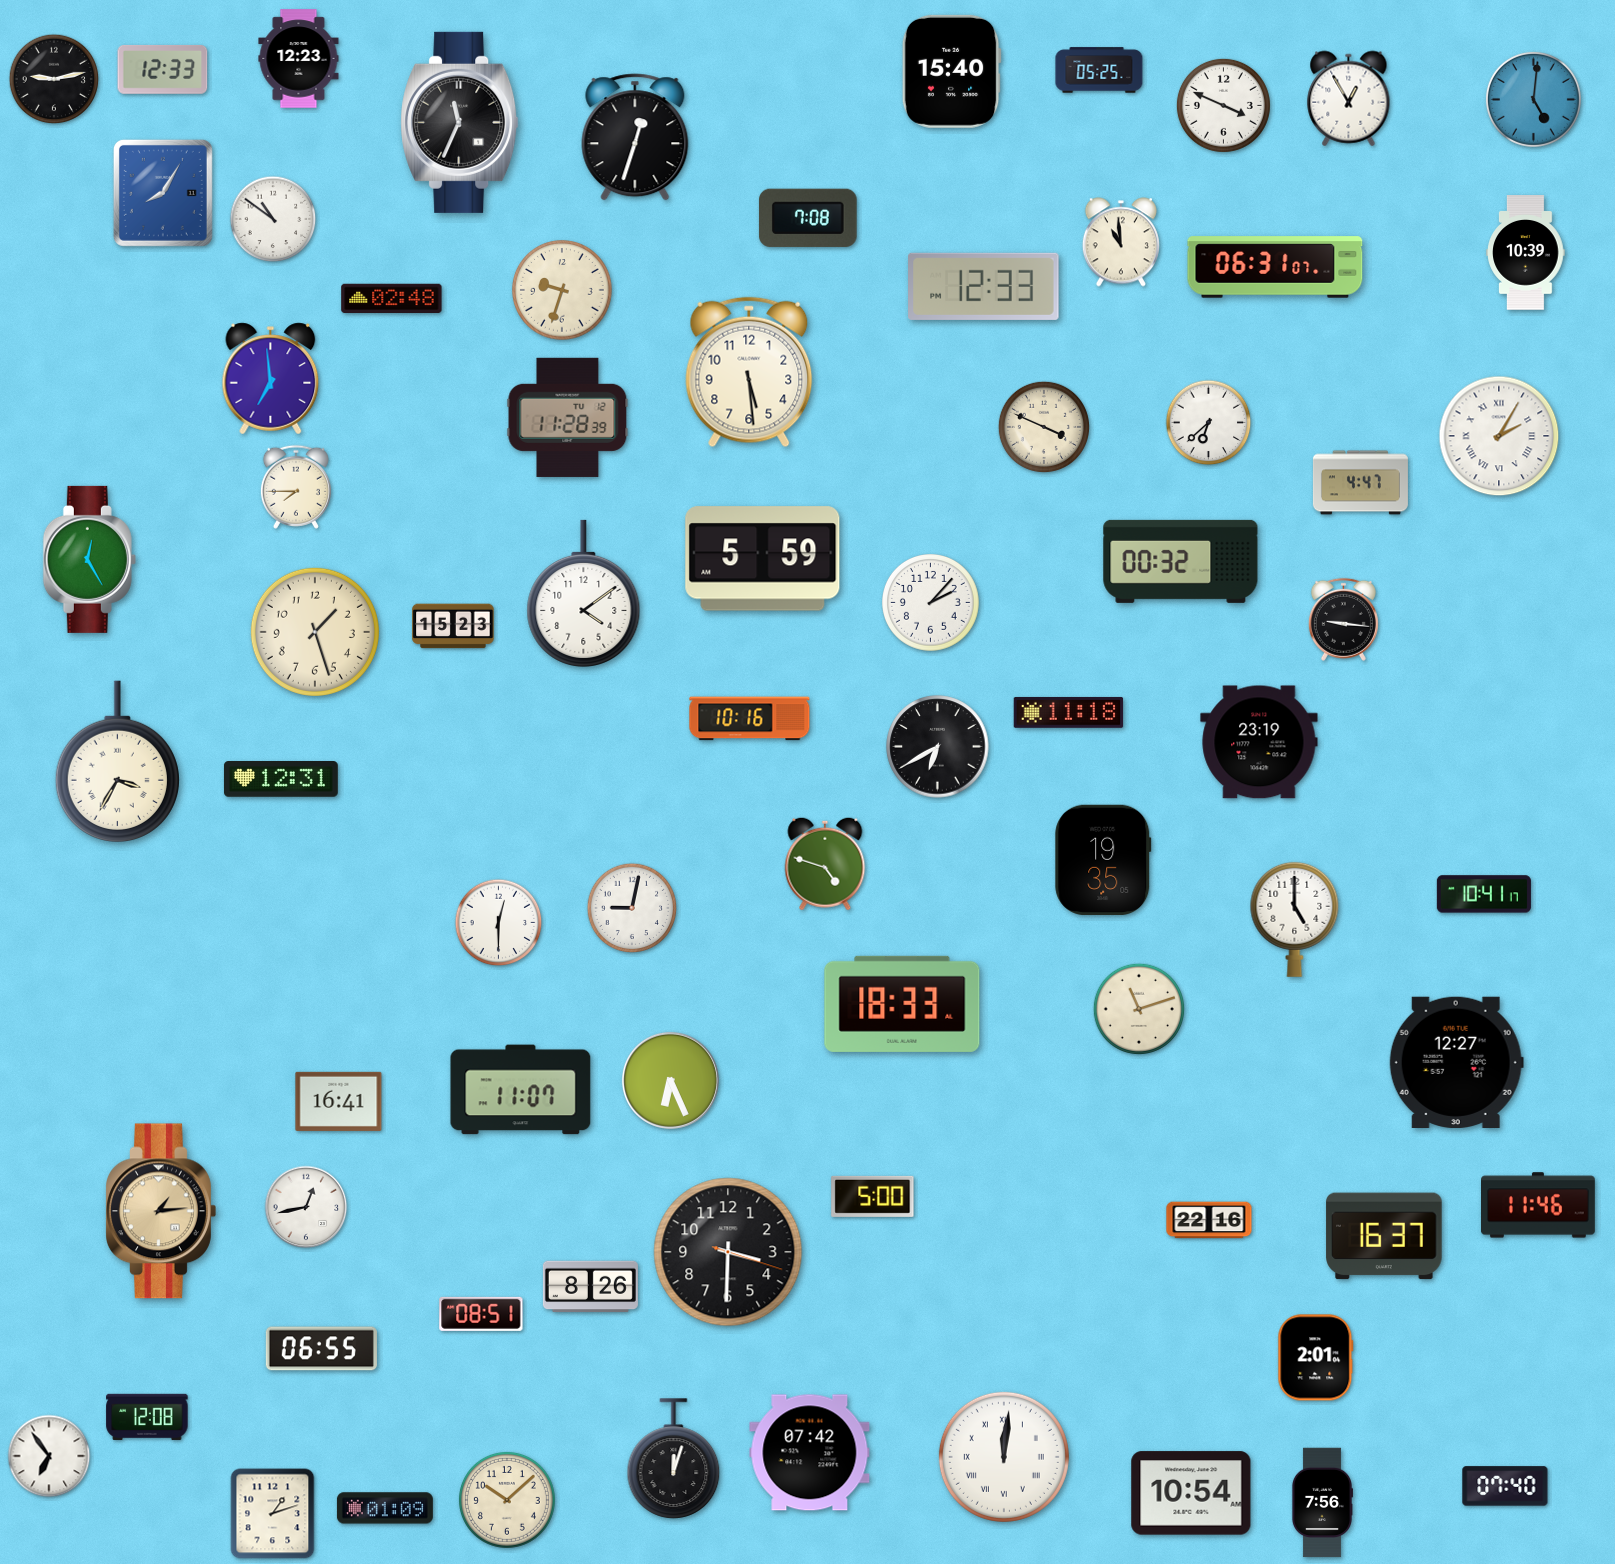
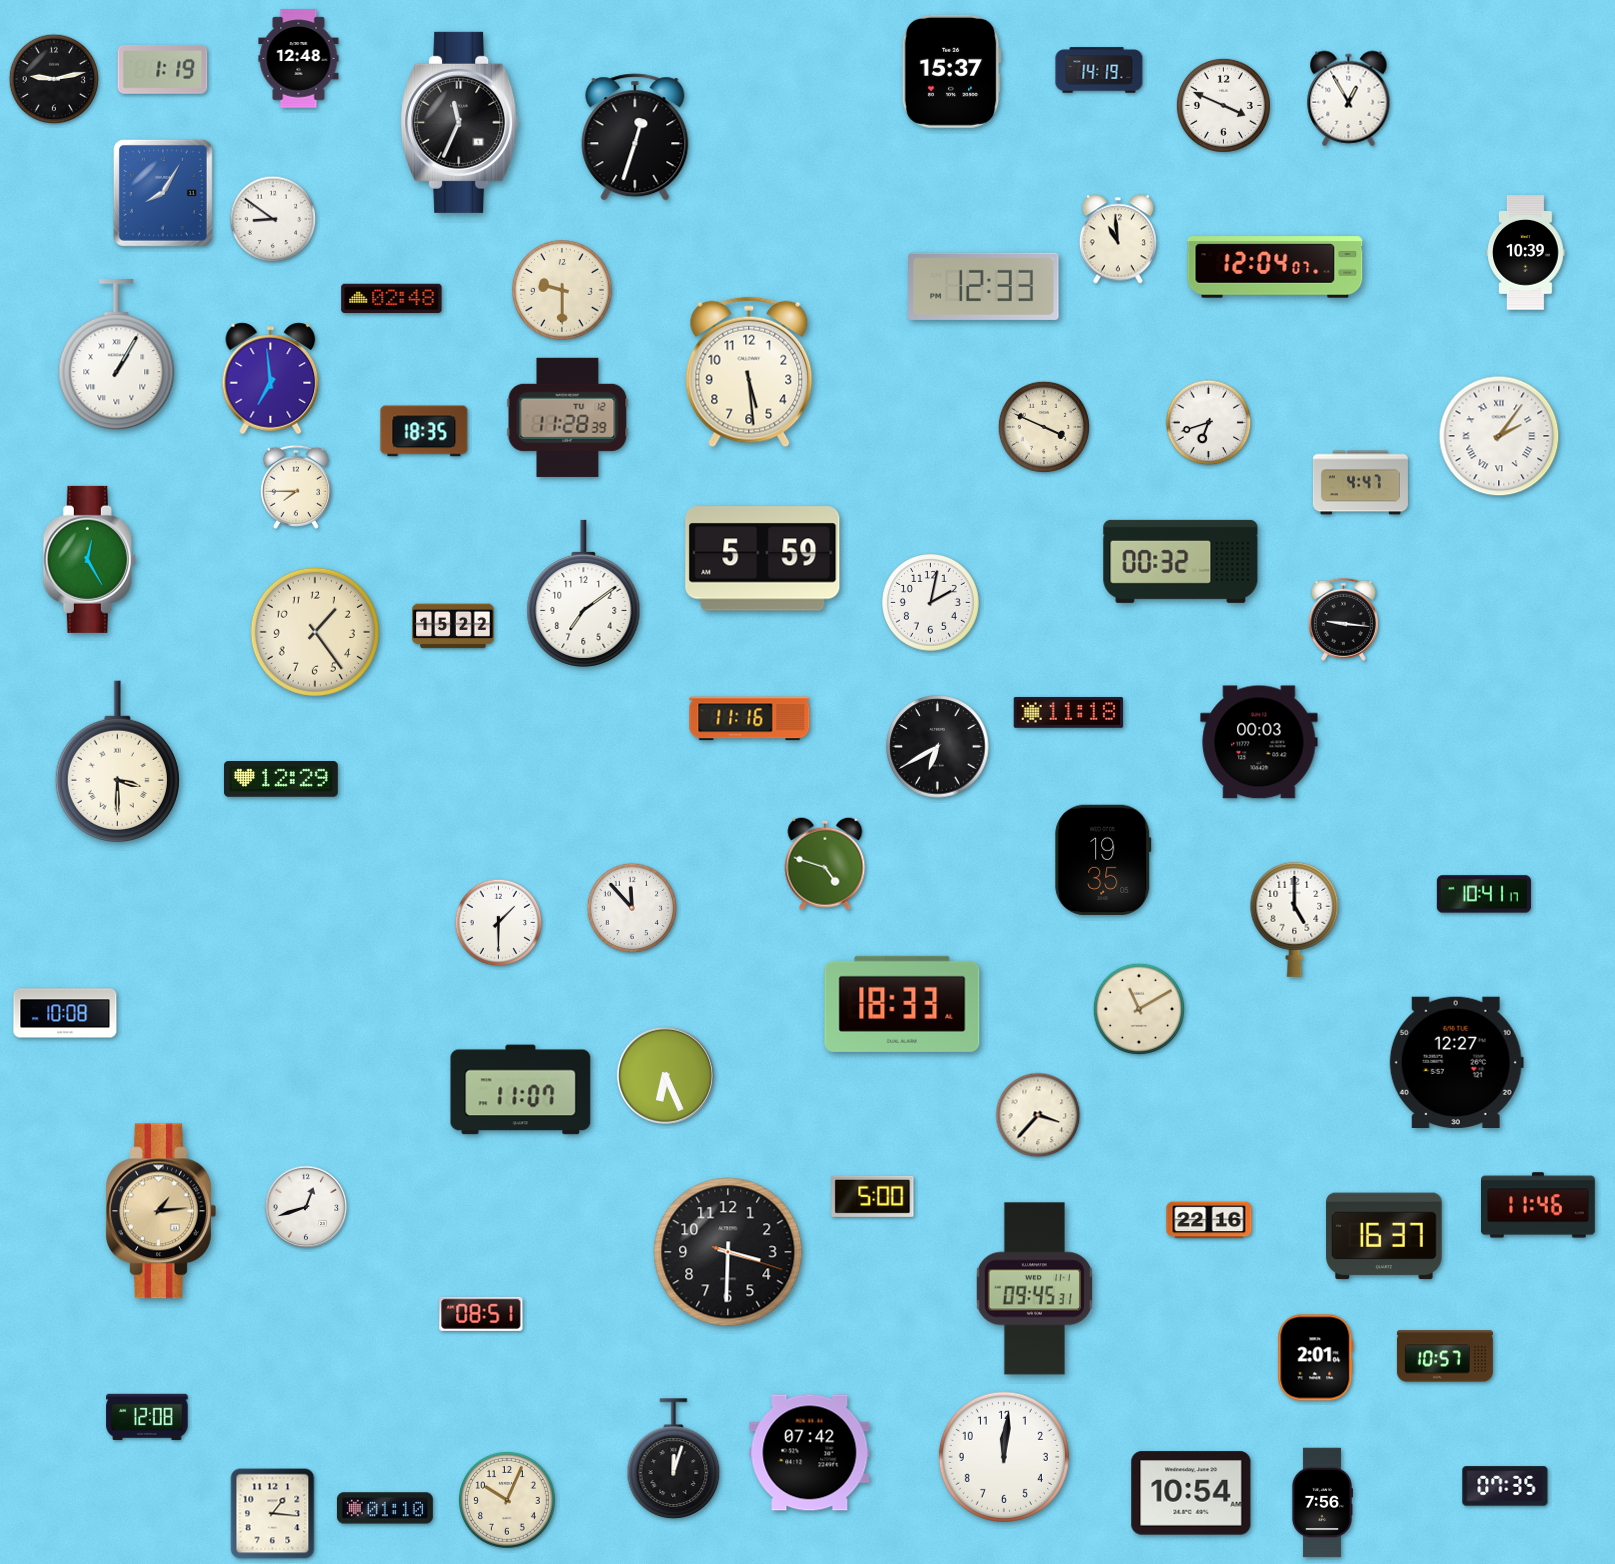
clock at (299, 59): 12:23 -> 12:48
clock at (163, 69): 12:33 -> 1:19
clock at (1099, 70): 05:25 -> 14:19
clock at (951, 71): 15:40 -> 15:37
clock at (1533, 99): 5:01 -> none
clock at (808, 218): 7:08 -> none
clock at (273, 219): 10:51 -> 8:51
clock at (1121, 242) position: (1121, 242) -> (1118, 239)
clock at (1275, 267): 06:31 -> 12:04
clock at (562, 290): 9:33 -> 9:30
clock at (117, 354): none -> 1:05
clock at (1209, 423): 6:38 -> 6:42
clock at (424, 431): none -> 18:35
clock at (1499, 436): 2:05 -> 2:06
clock at (584, 593): 4:09 -> 7:09
clock at (931, 603): 2:07 -> 2:02
clock at (453, 626): 15:23 -> 15:22
clock at (315, 632): 1:27 -> 1:24
clock at (750, 719): 10:16 -> 11:16
clock at (1259, 742): 23:19 -> 00:03
clock at (117, 761): 3:35 -> 3:30
clock at (281, 780): 12:31 -> 12:29
clock at (632, 908): 9:02 -> 11:53
clock at (499, 923): 12:30 -> 1:30
clock at (1139, 1009): 11:12 -> 11:10
clock at (65, 1013): none -> 10:08
clock at (670, 1080) position: (670, 1080) -> (665, 1075)
clock at (339, 1101): 16:41 -> none
clock at (1038, 1115): none -> 3:37
clock at (306, 1207): 12:43 -> 12:42
clock at (590, 1287): 8:26 -> none
clock at (1034, 1289): none -> 09:45
clock at (321, 1349): 06:55 -> none
clock at (1445, 1356): none -> 10:57
clock at (49, 1456): 6:54 -> none
clock at (1004, 1457) numerals: Roman -> Arabic
clock at (1505, 1486): 07:40 -> 07:35
clock at (507, 1500): 10:08 -> 10:04
clock at (385, 1508): 01:09 -> 01:10
clock at (273, 1514): 1:12 -> 1:16
